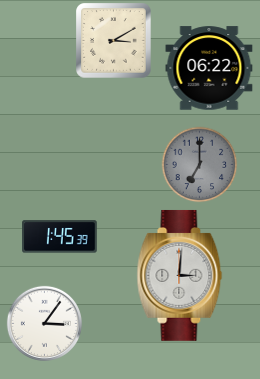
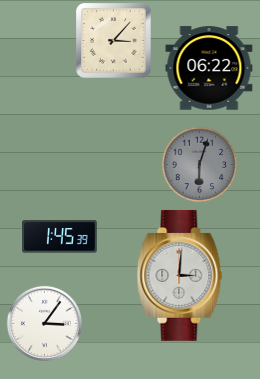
clock at (114, 41): 3:10 -> 3:07
clock at (200, 165): 7:00 -> 6:03
